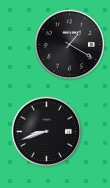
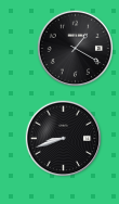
clock at (47, 132) position: (47, 132) -> (64, 139)
